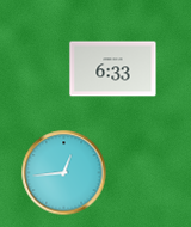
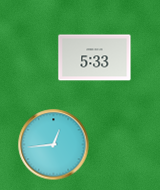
clock at (113, 69): 6:33 -> 5:33
